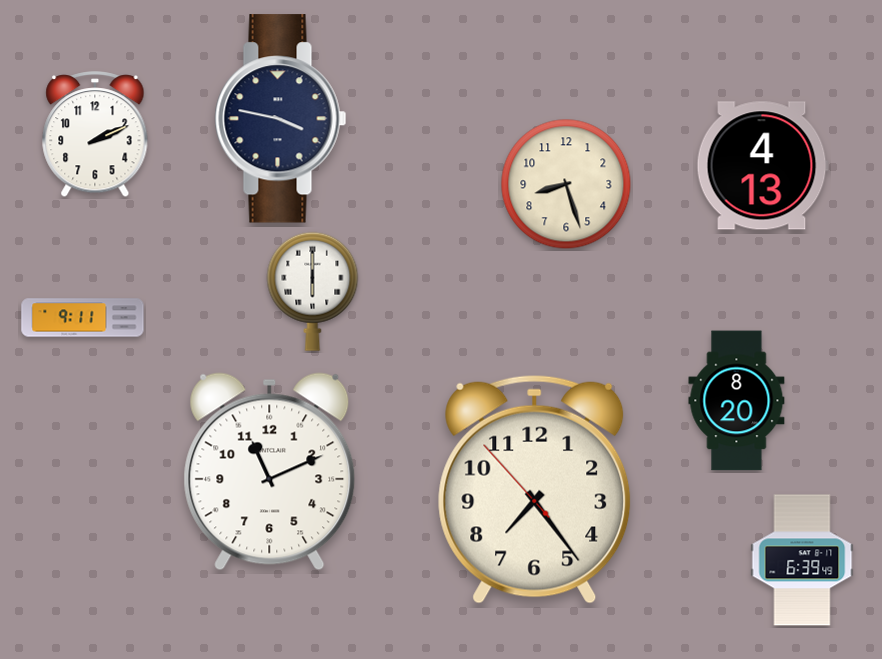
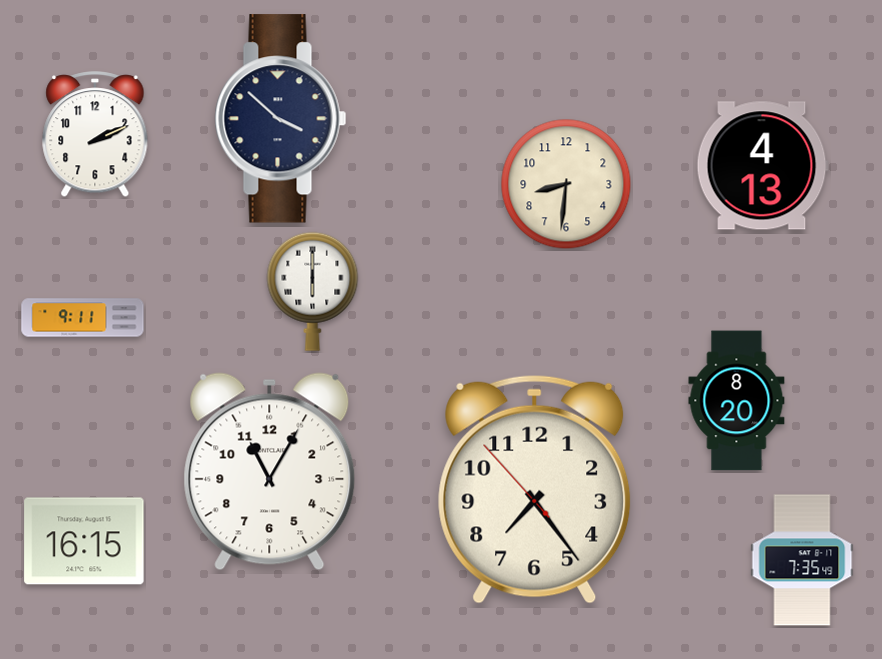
clock at (281, 119): 3:47 -> 3:52
clock at (566, 184): 8:27 -> 8:31
clock at (270, 472): 11:11 -> 11:05
clock at (84, 541): none -> 16:15
clock at (802, 560): 6:39 -> 7:35
